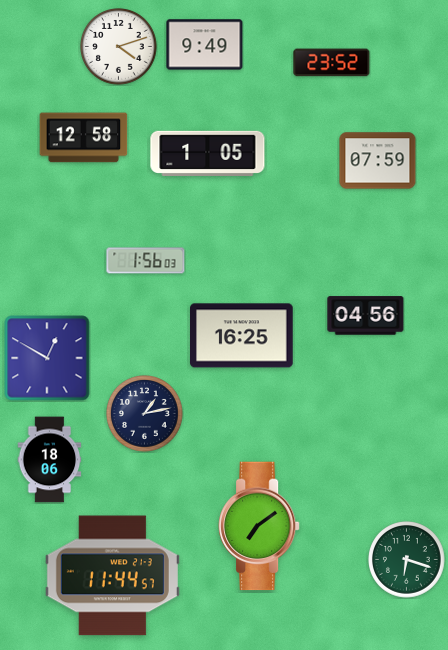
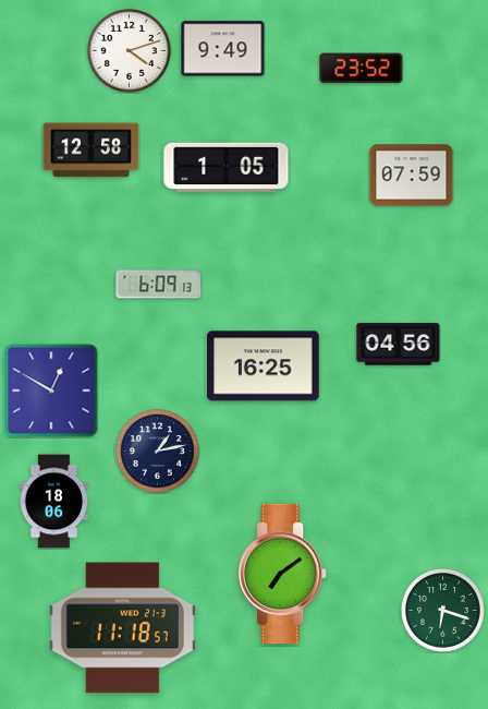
clock at (146, 261): 1:56 -> 6:09
clock at (112, 576): 11:44 -> 11:18
